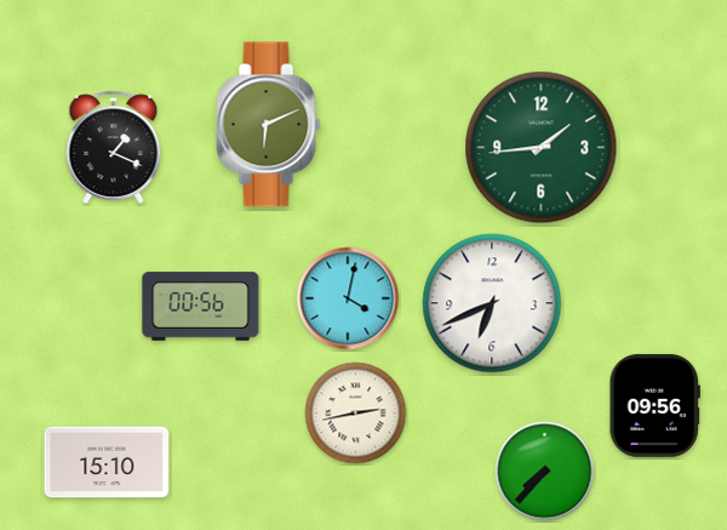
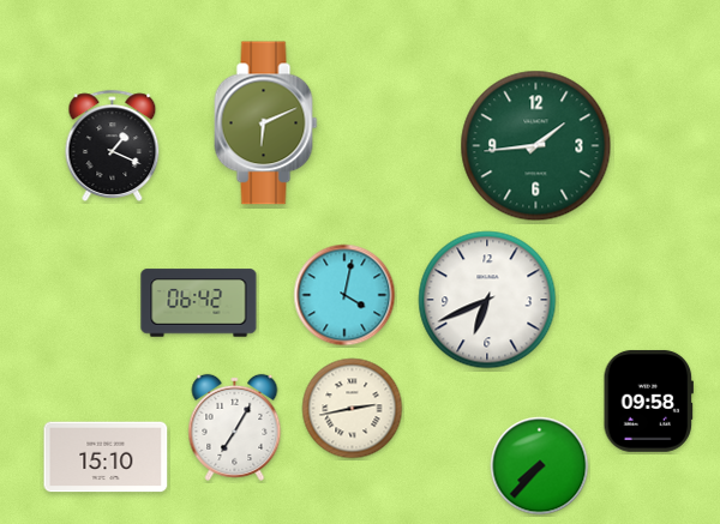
clock at (201, 307): 00:56 -> 06:42
clock at (654, 405): 09:56 -> 09:58
clock at (235, 427): none -> 7:05
